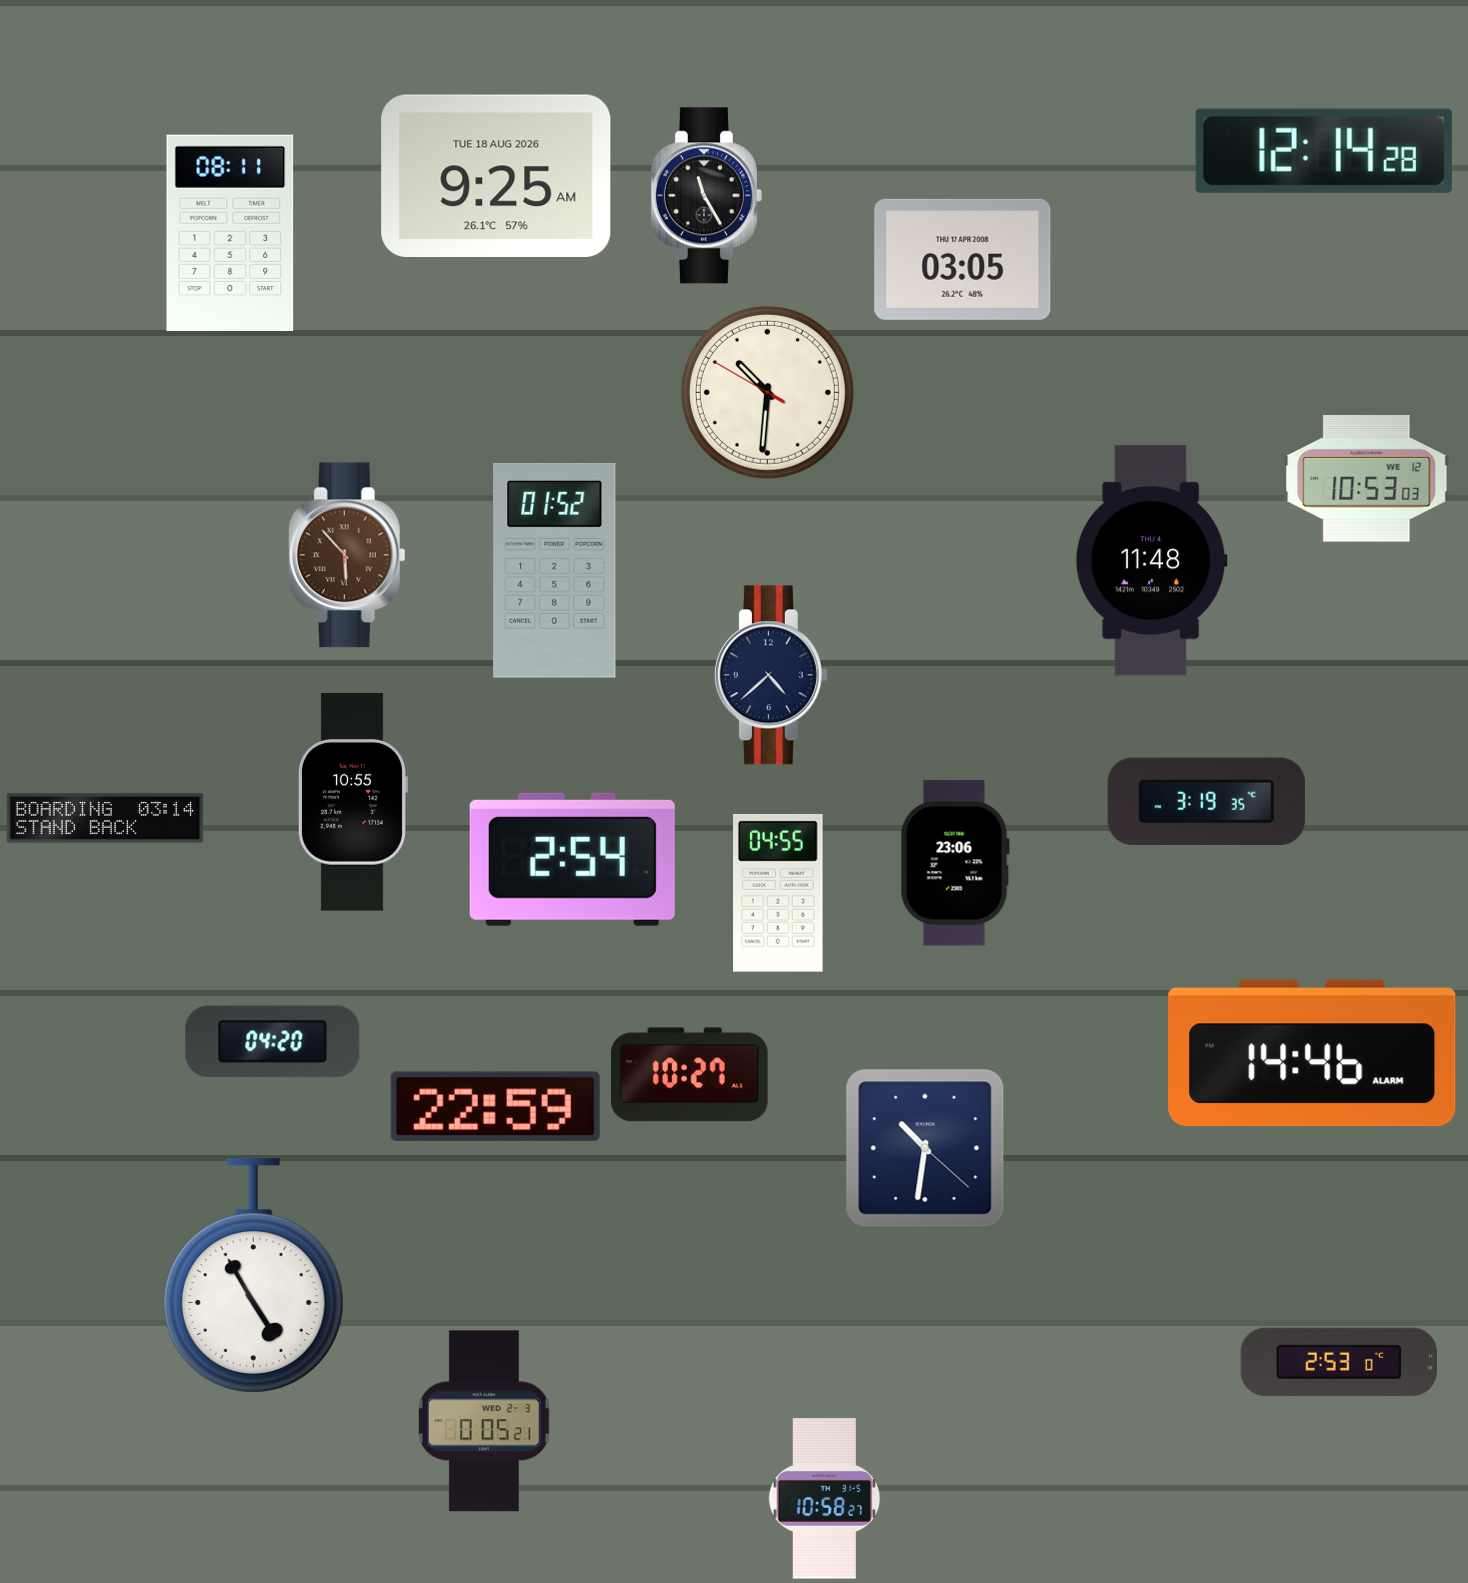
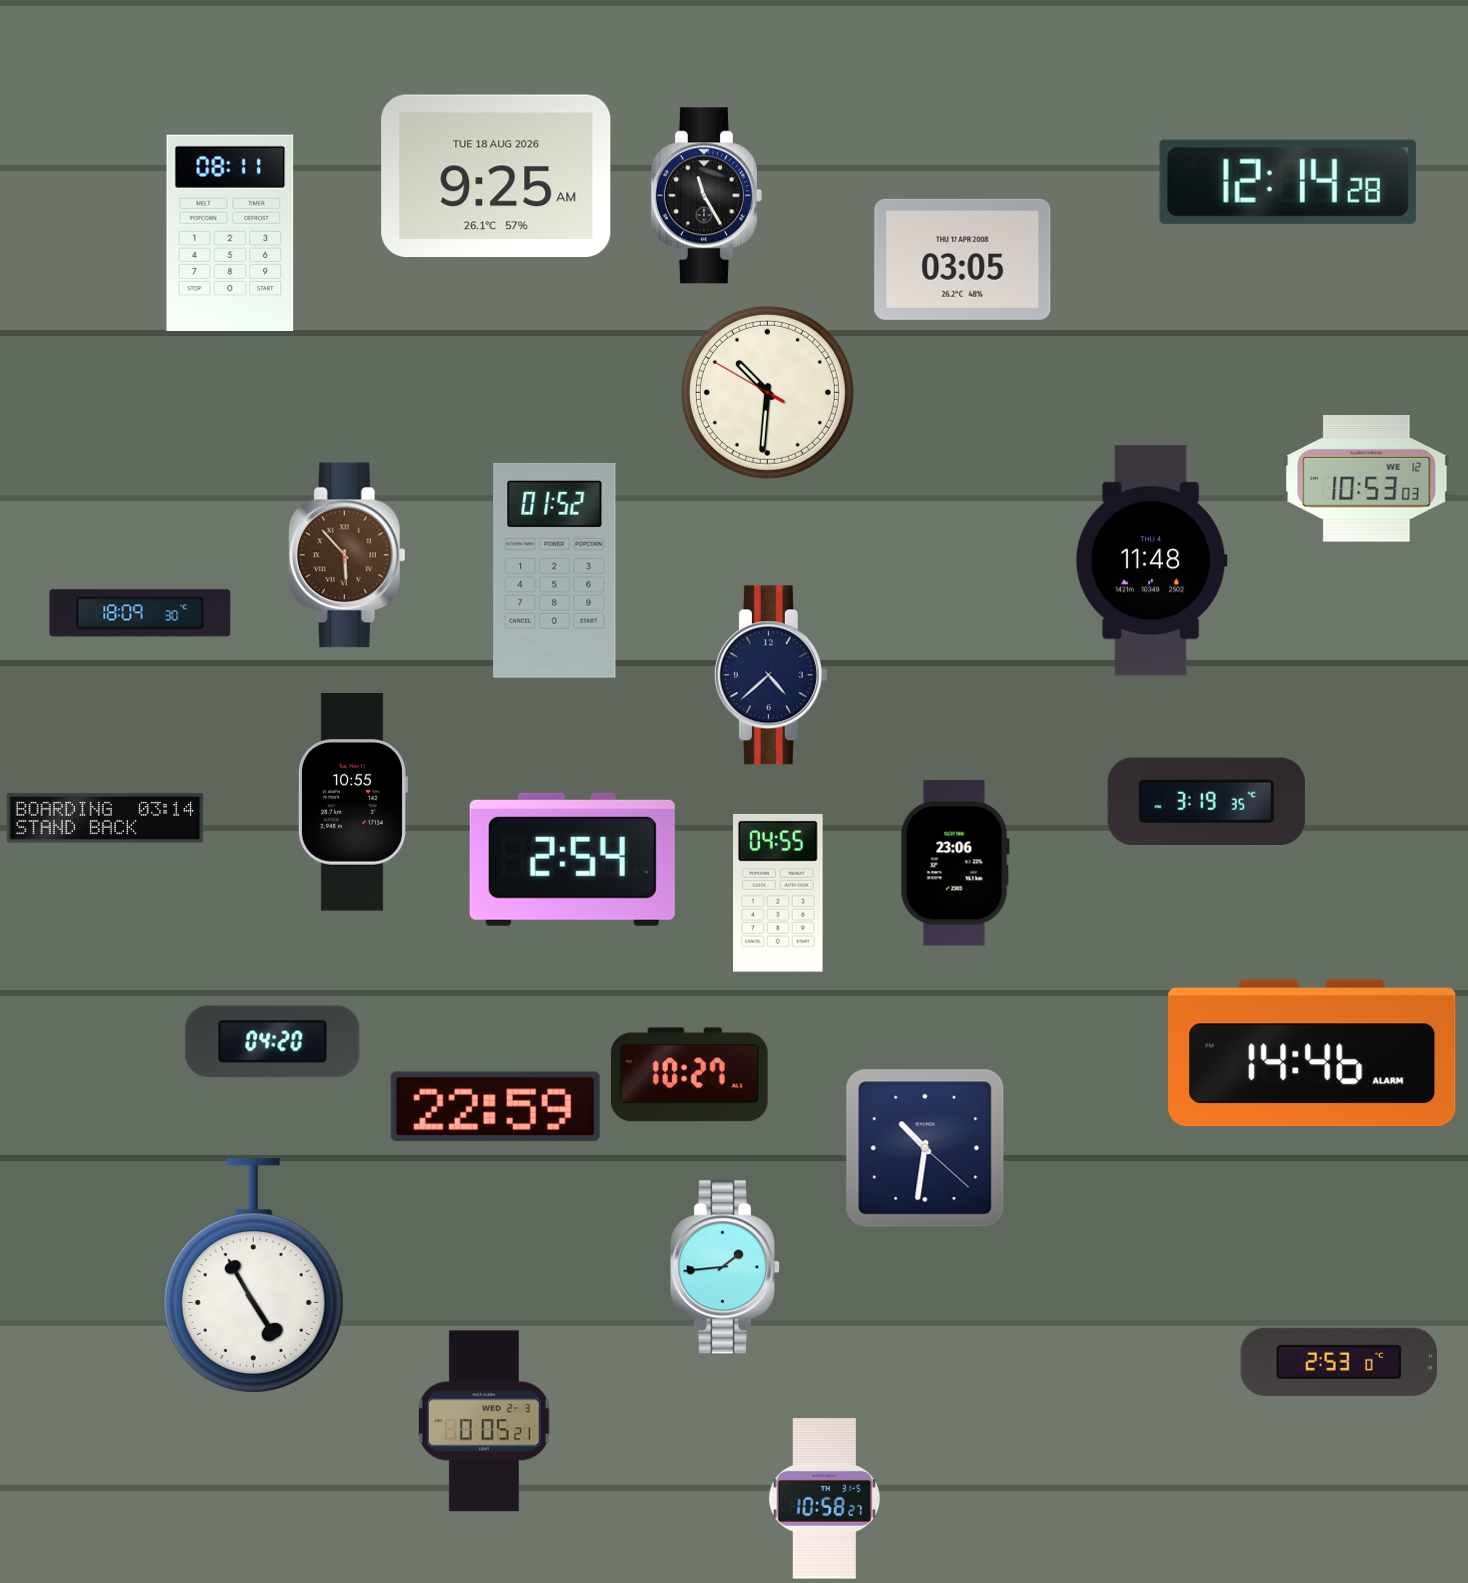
clock at (1324, 151) position: (1324, 151) -> (1288, 182)
clock at (140, 613): none -> 18:09
clock at (724, 1267): none -> 1:44
